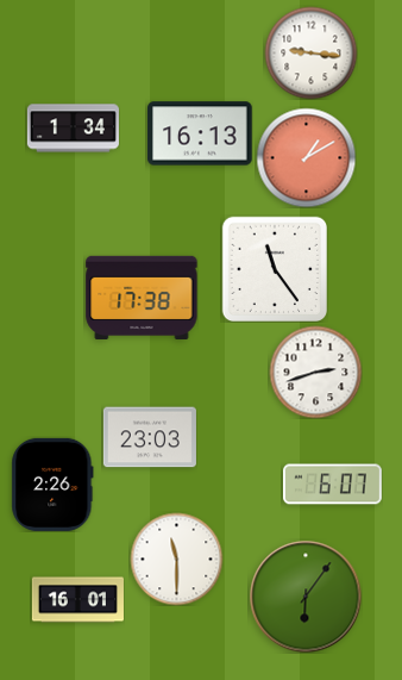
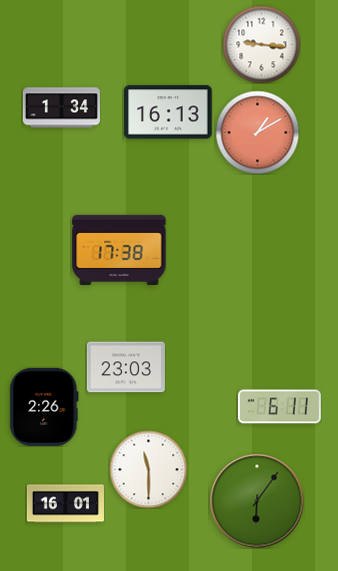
clock at (274, 268): 11:24 -> none
clock at (315, 372): 2:42 -> none
clock at (332, 485): 6:07 -> 6:11
